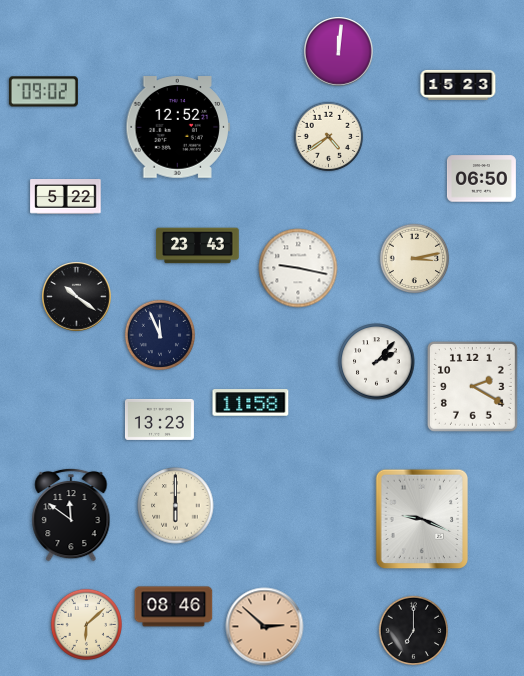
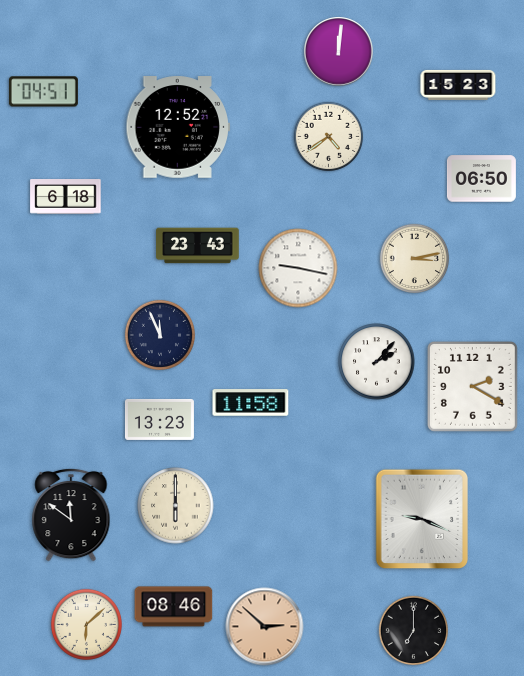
clock at (43, 92): 09:02 -> 04:51
clock at (66, 197): 5:22 -> 6:18
clock at (77, 297): 10:21 -> none
